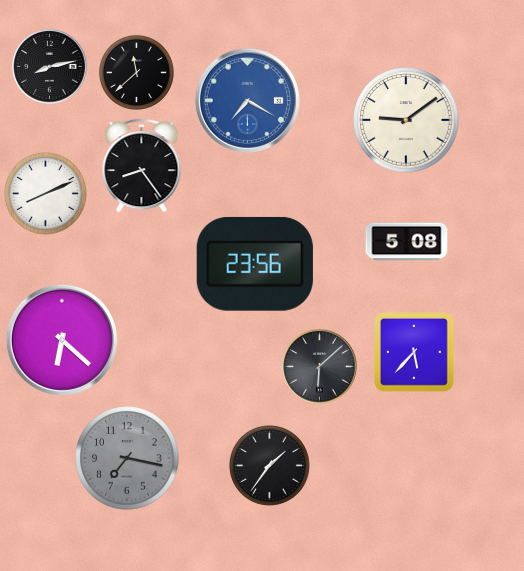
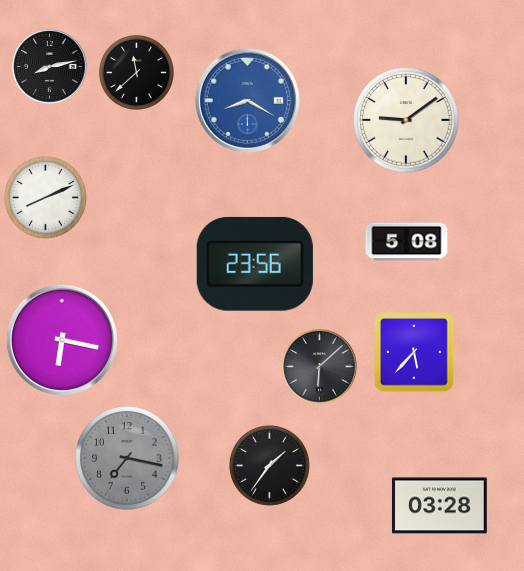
clock at (247, 100): 7:20 -> 8:20
clock at (142, 165): 8:24 -> none
clock at (45, 193) position: (45, 193) -> (45, 197)
clock at (62, 340): 6:22 -> 6:17
clock at (439, 506): none -> 03:28
